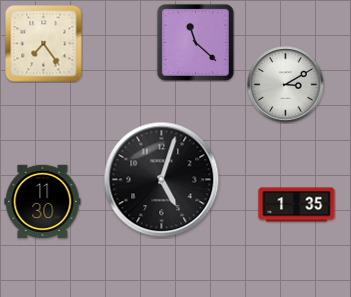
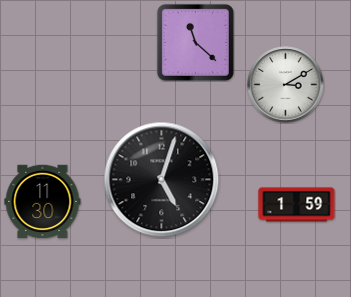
clock at (44, 44): 7:24 -> none
clock at (297, 205): 1:35 -> 1:59
